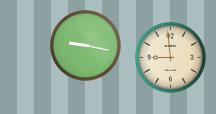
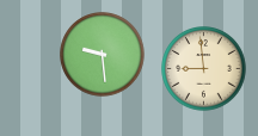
clock at (86, 46): 9:17 -> 9:29
